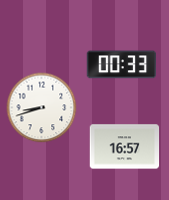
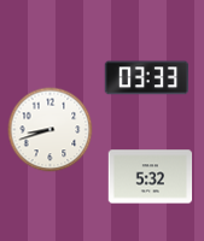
clock at (122, 65): 00:33 -> 03:33
clock at (125, 147): 16:57 -> 5:32
